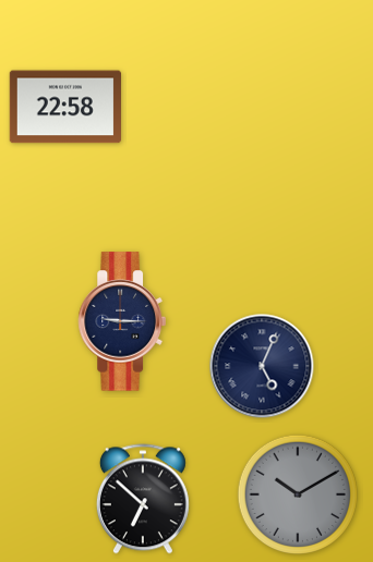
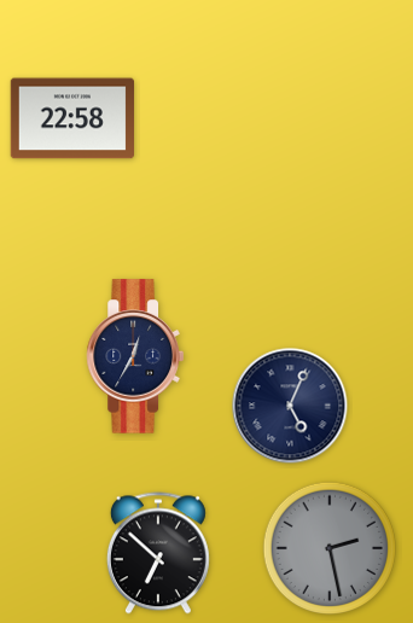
clock at (122, 321): 9:15 -> 12:35
clock at (297, 493): 10:10 -> 2:28
